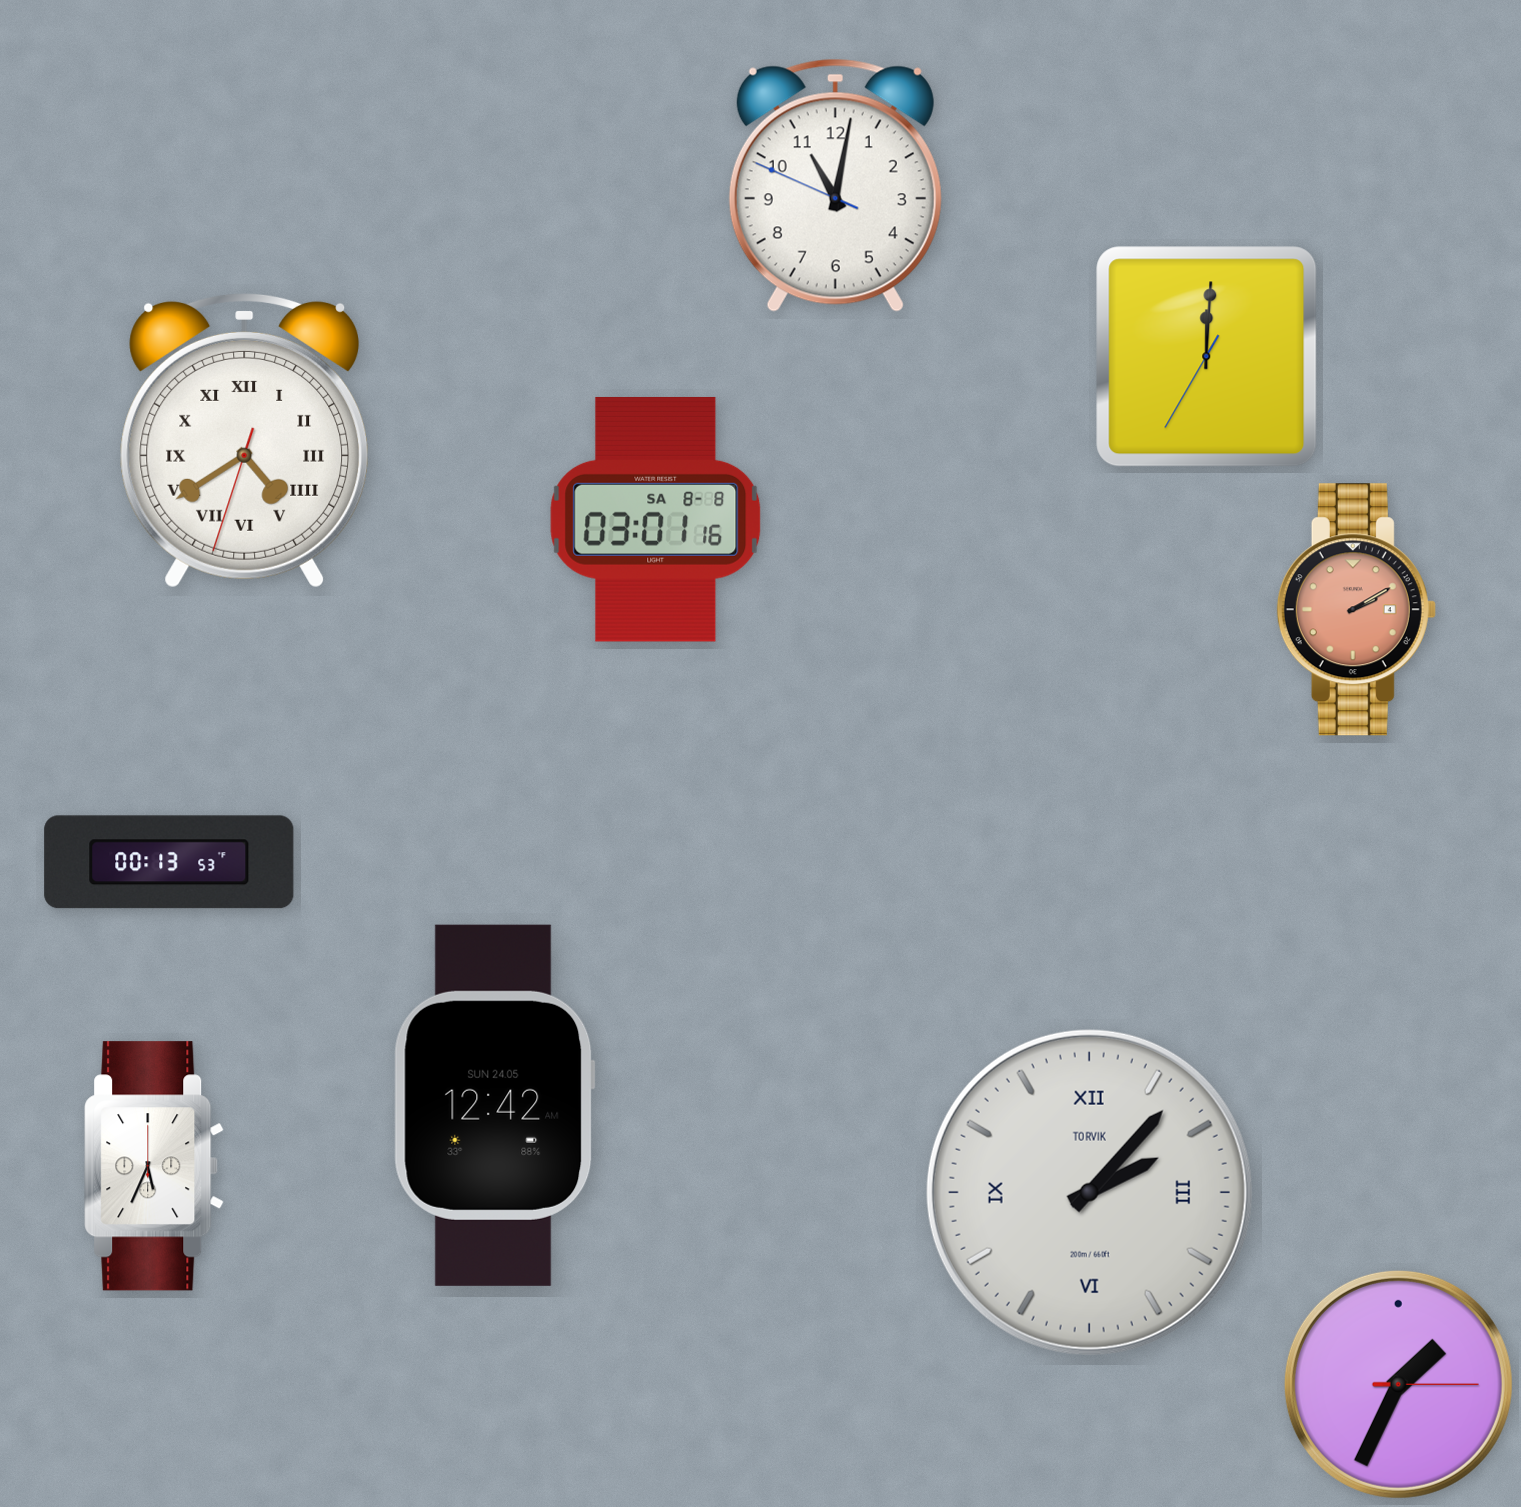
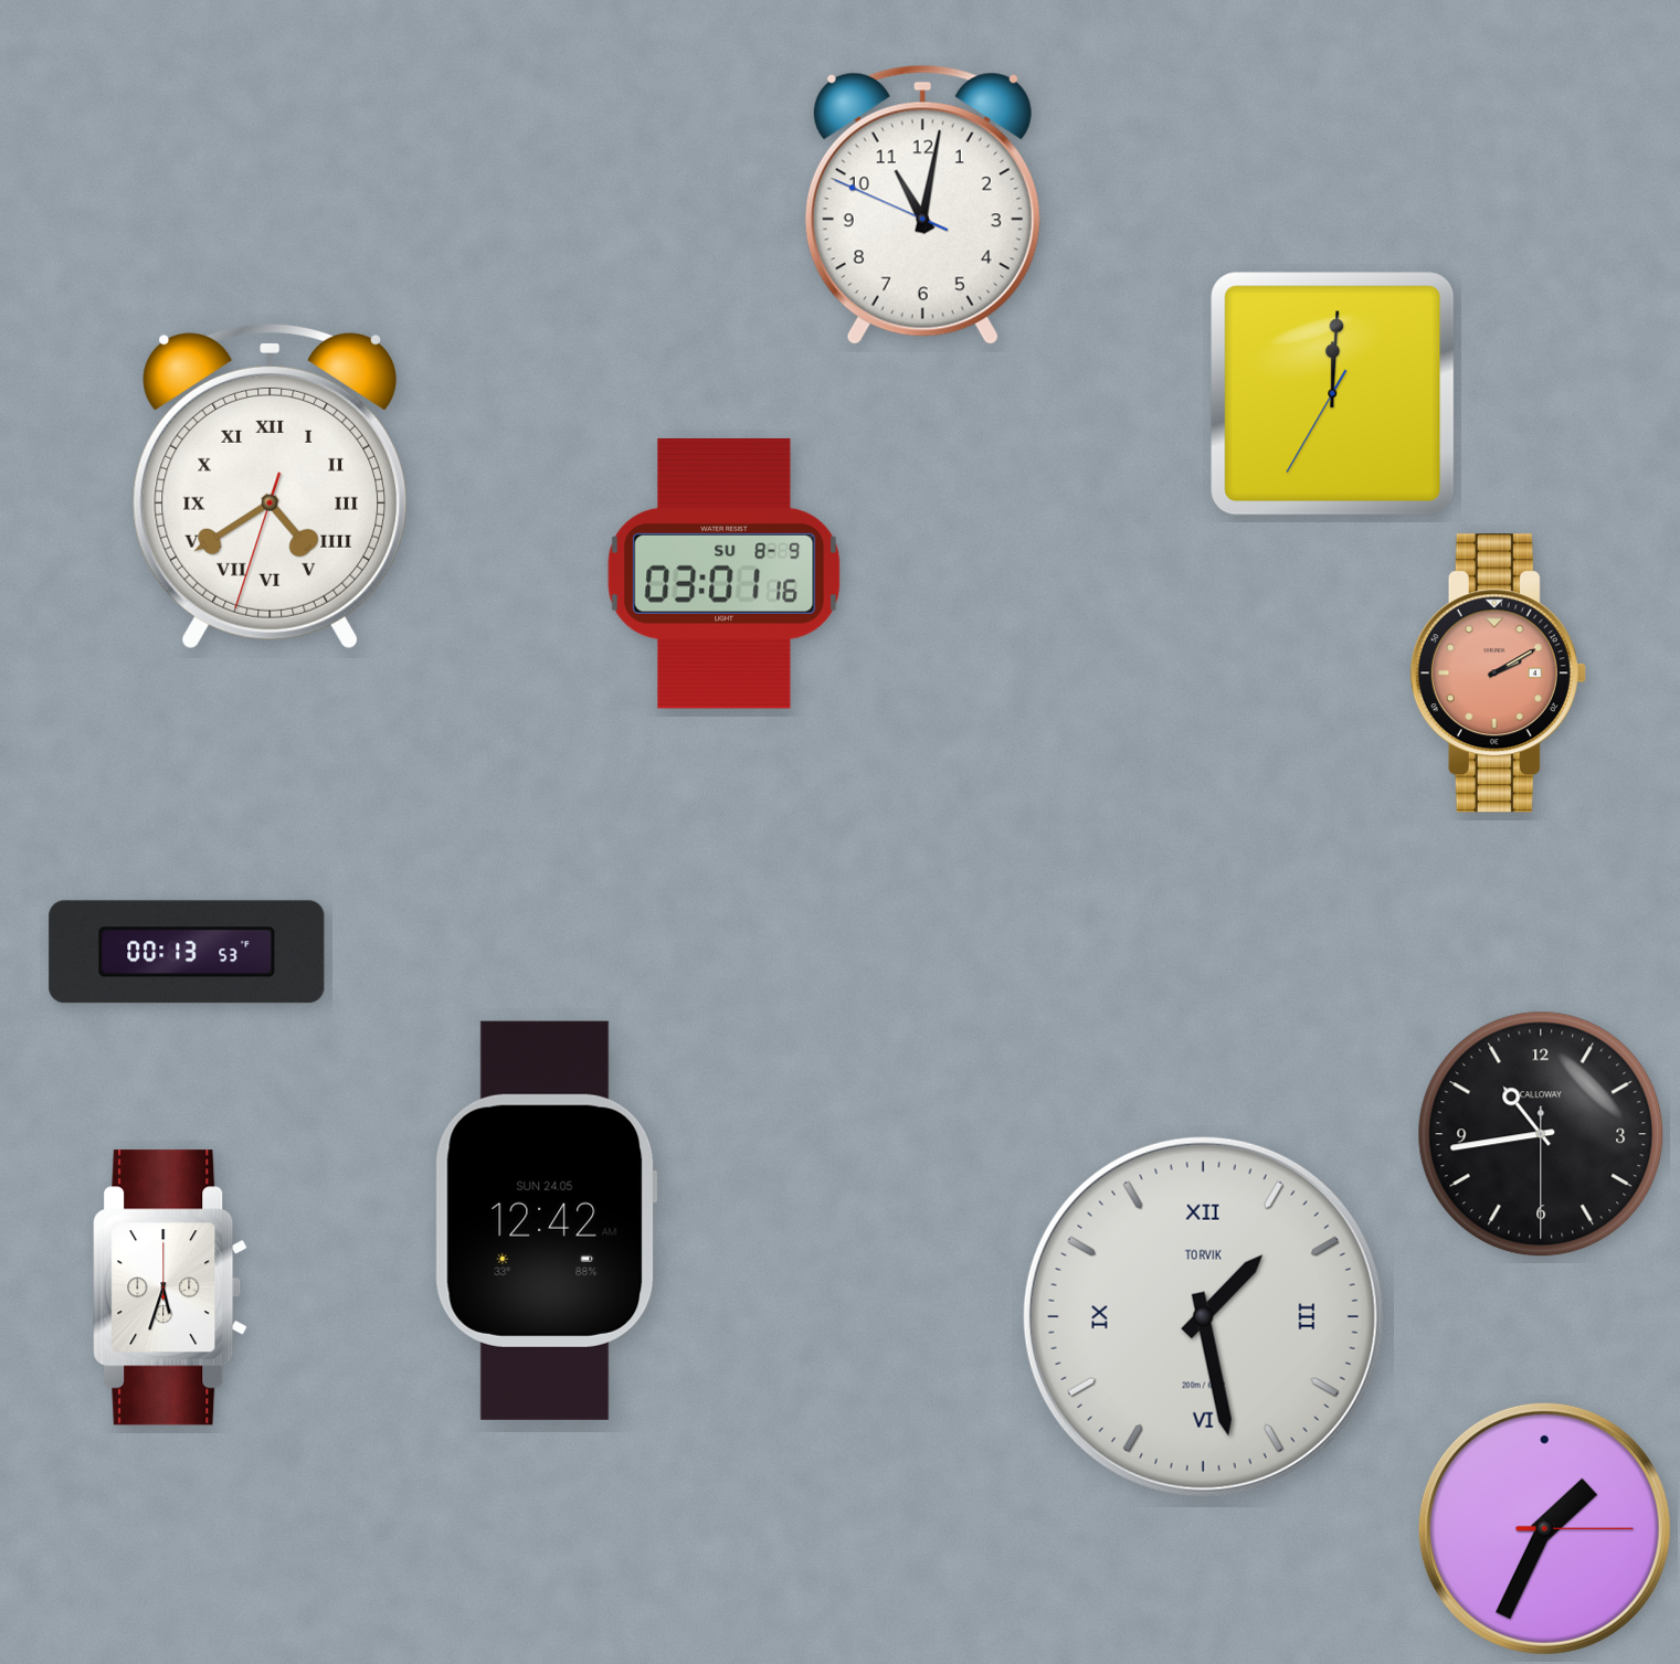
clock at (656, 519) date: SA 8-8 -> SU 8-9
clock at (1541, 1134): none -> 10:43
clock at (154, 1166): 5:34 -> 5:33
clock at (1089, 1192): 2:07 -> 1:28
